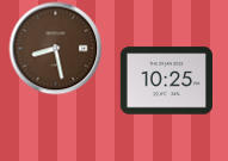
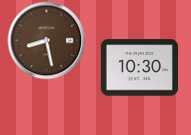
clock at (166, 81): 10:25 -> 10:30
